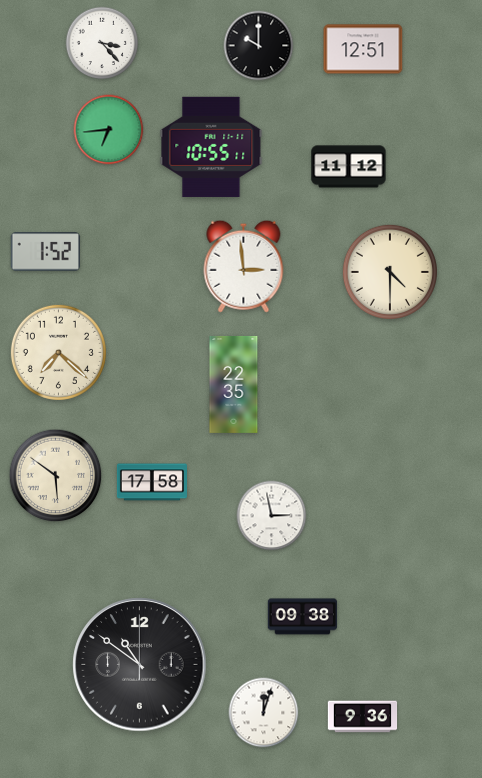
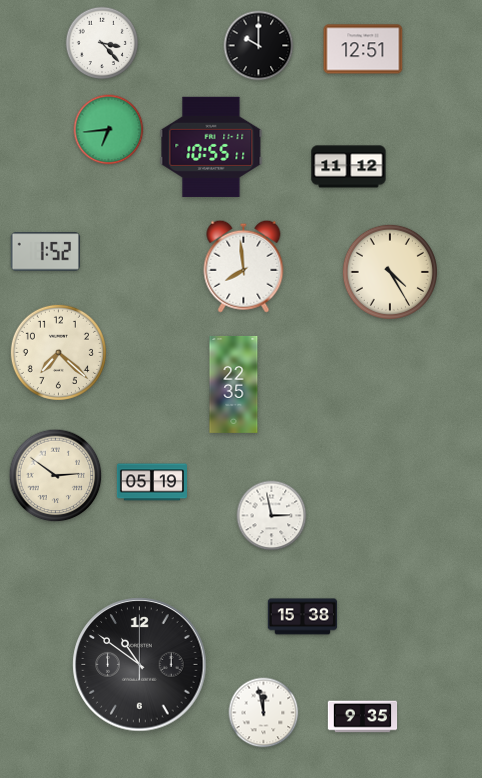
clock at (244, 266): 2:59 -> 7:59
clock at (390, 272): 4:30 -> 4:25
clock at (56, 476): 5:51 -> 2:51
clock at (152, 482): 17:58 -> 05:19
clock at (303, 617): 09:38 -> 15:38
clock at (264, 713): 12:03 -> 11:58
clock at (363, 717): 9:36 -> 9:35
